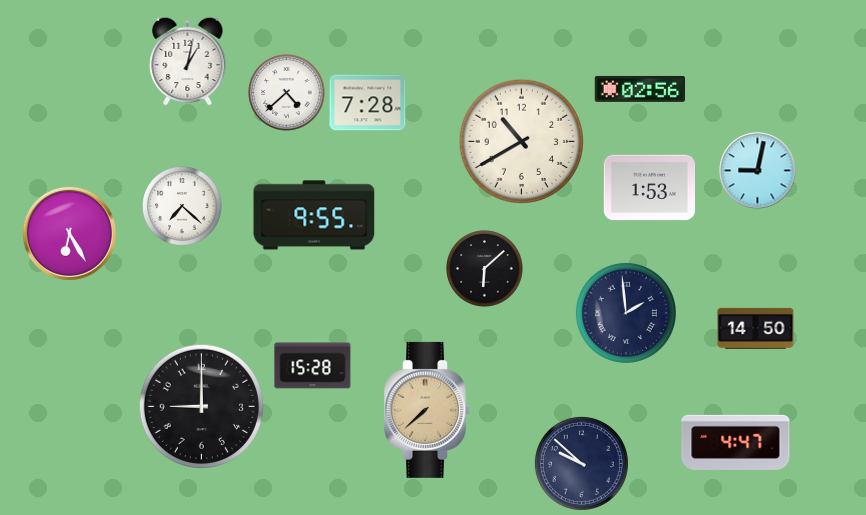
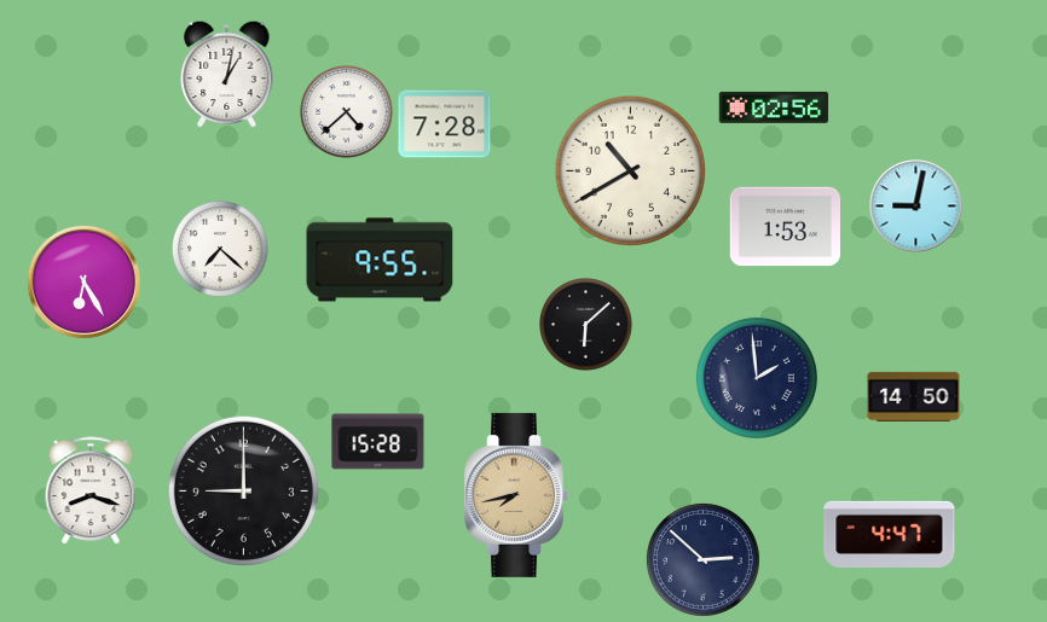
clock at (91, 490): none -> 8:18
clock at (427, 410): 7:38 -> 7:43
clock at (581, 463): 9:52 -> 2:52
